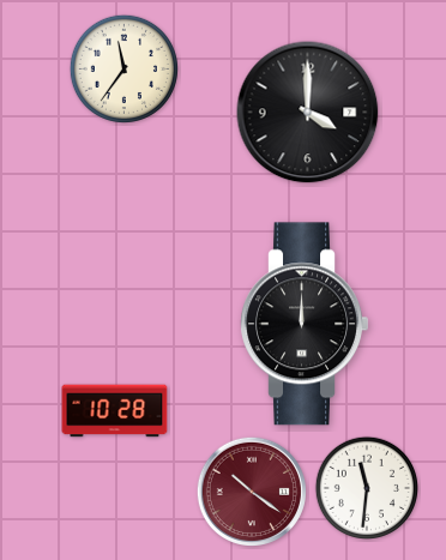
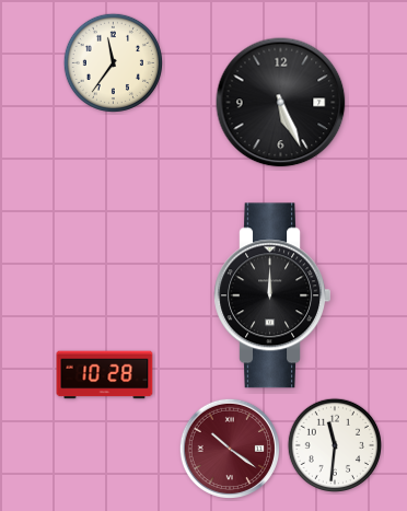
clock at (308, 113): 4:00 -> 5:26
clock at (303, 324) position: (303, 324) -> (271, 295)
